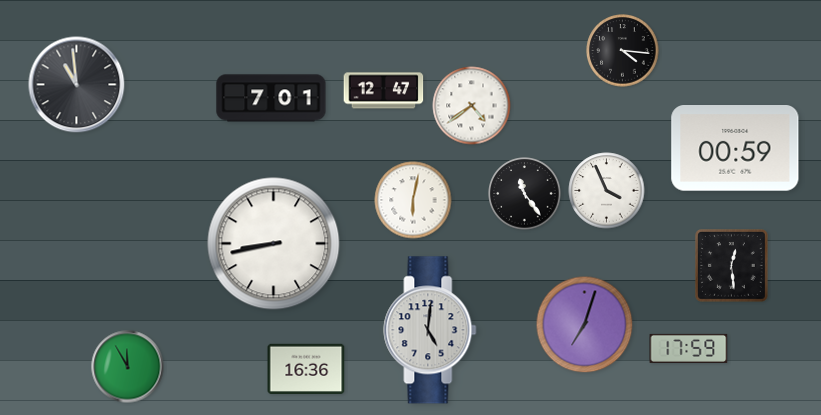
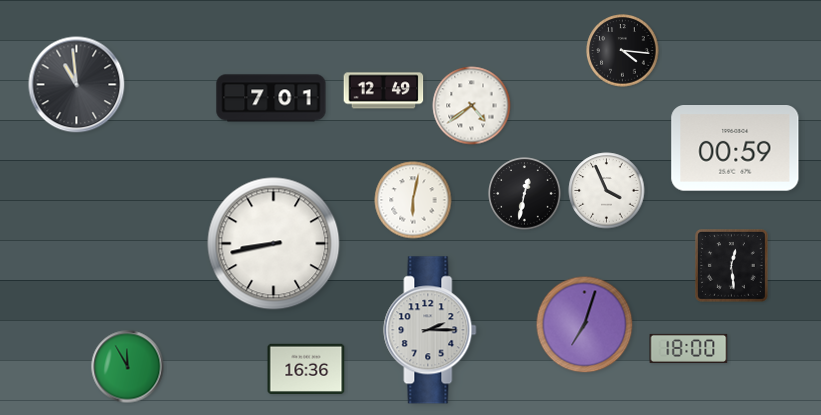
clock at (384, 91): 12:47 -> 12:49
clock at (525, 194): 11:24 -> 12:32
clock at (430, 330): 5:01 -> 2:15
clock at (689, 348): 17:59 -> 18:00
